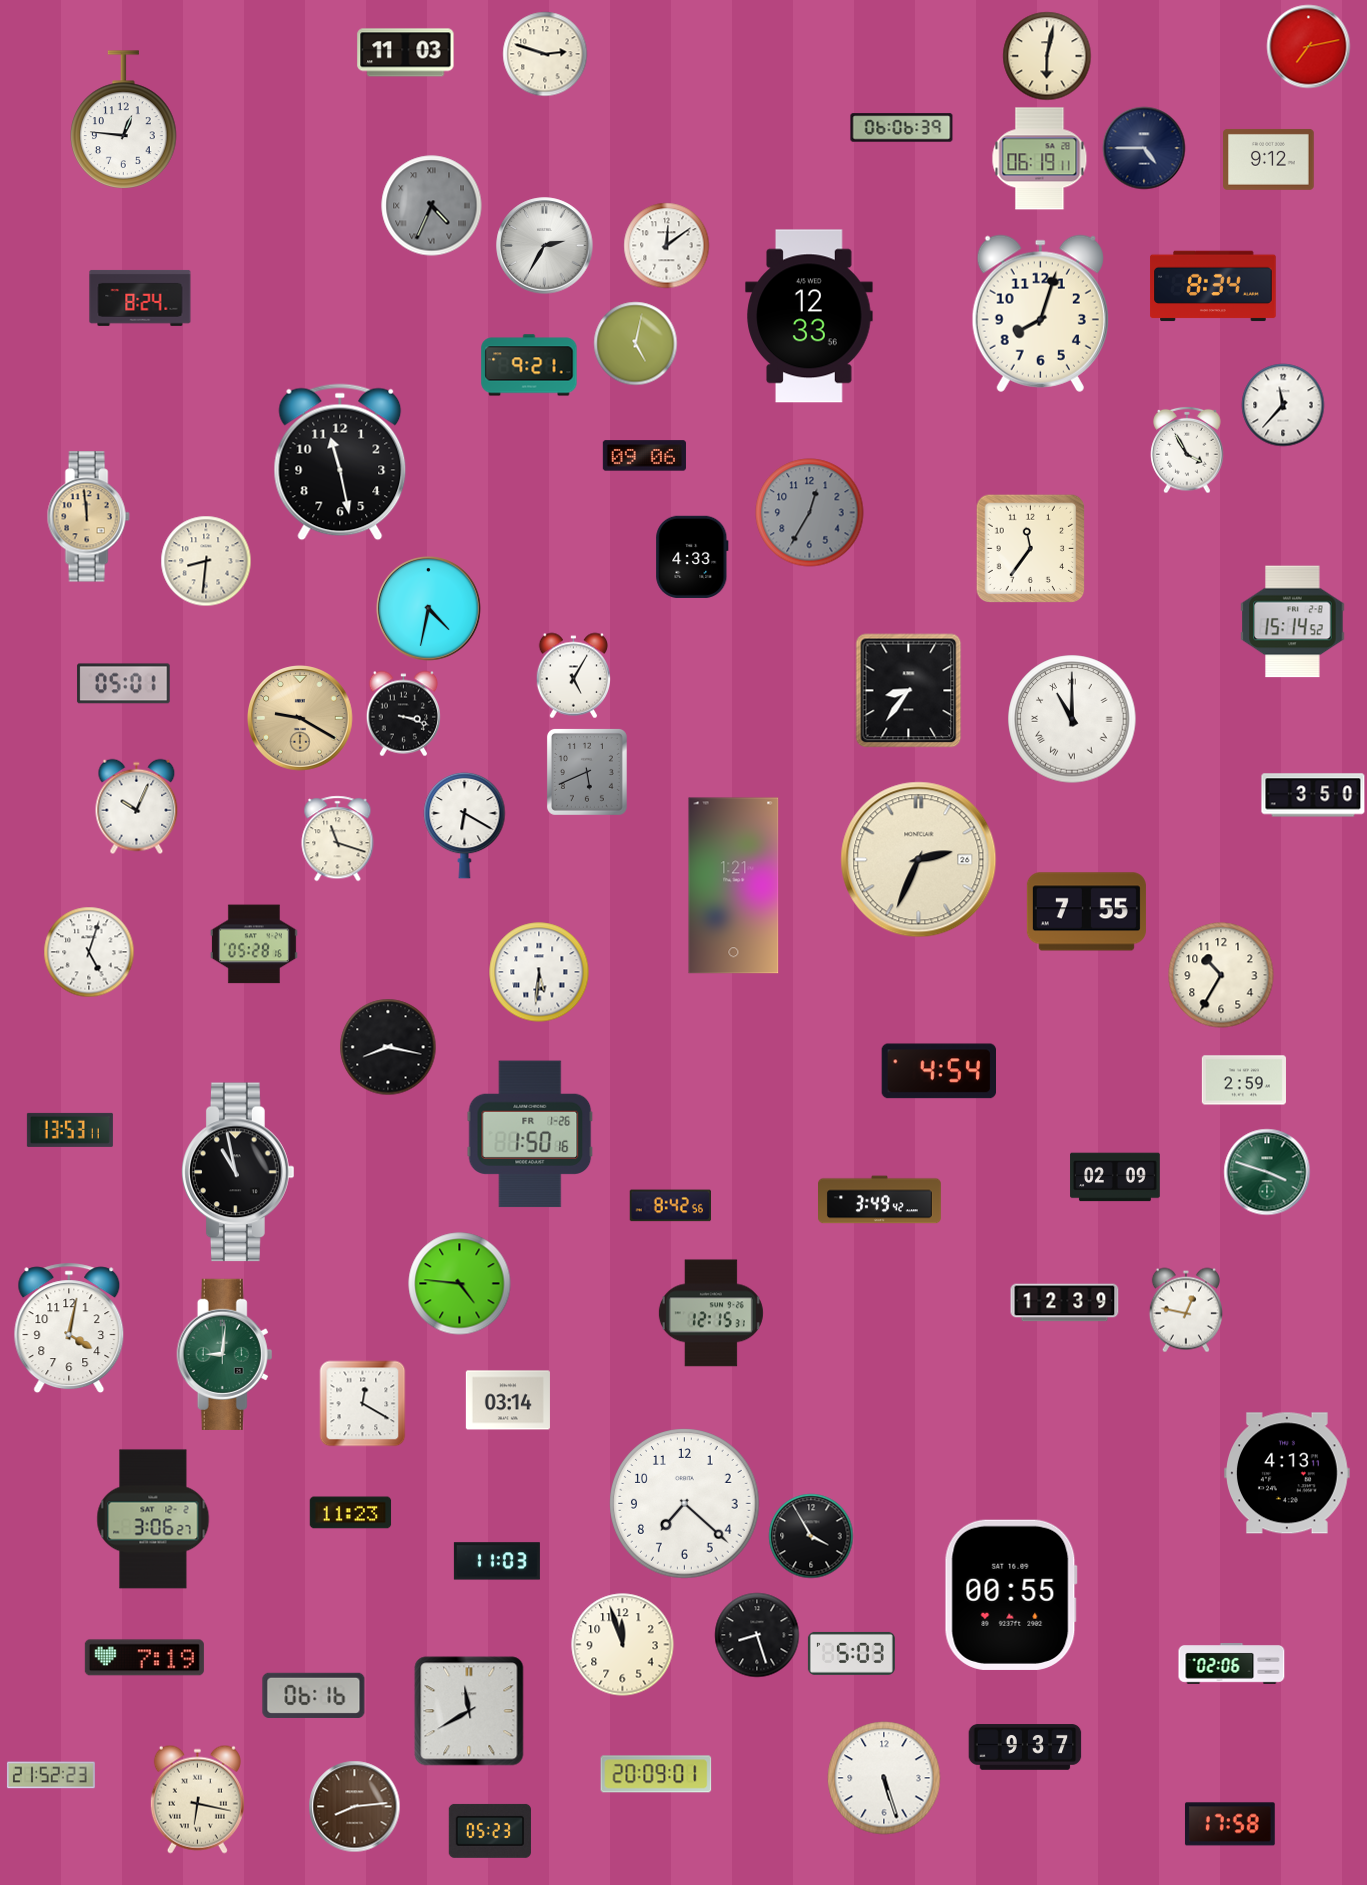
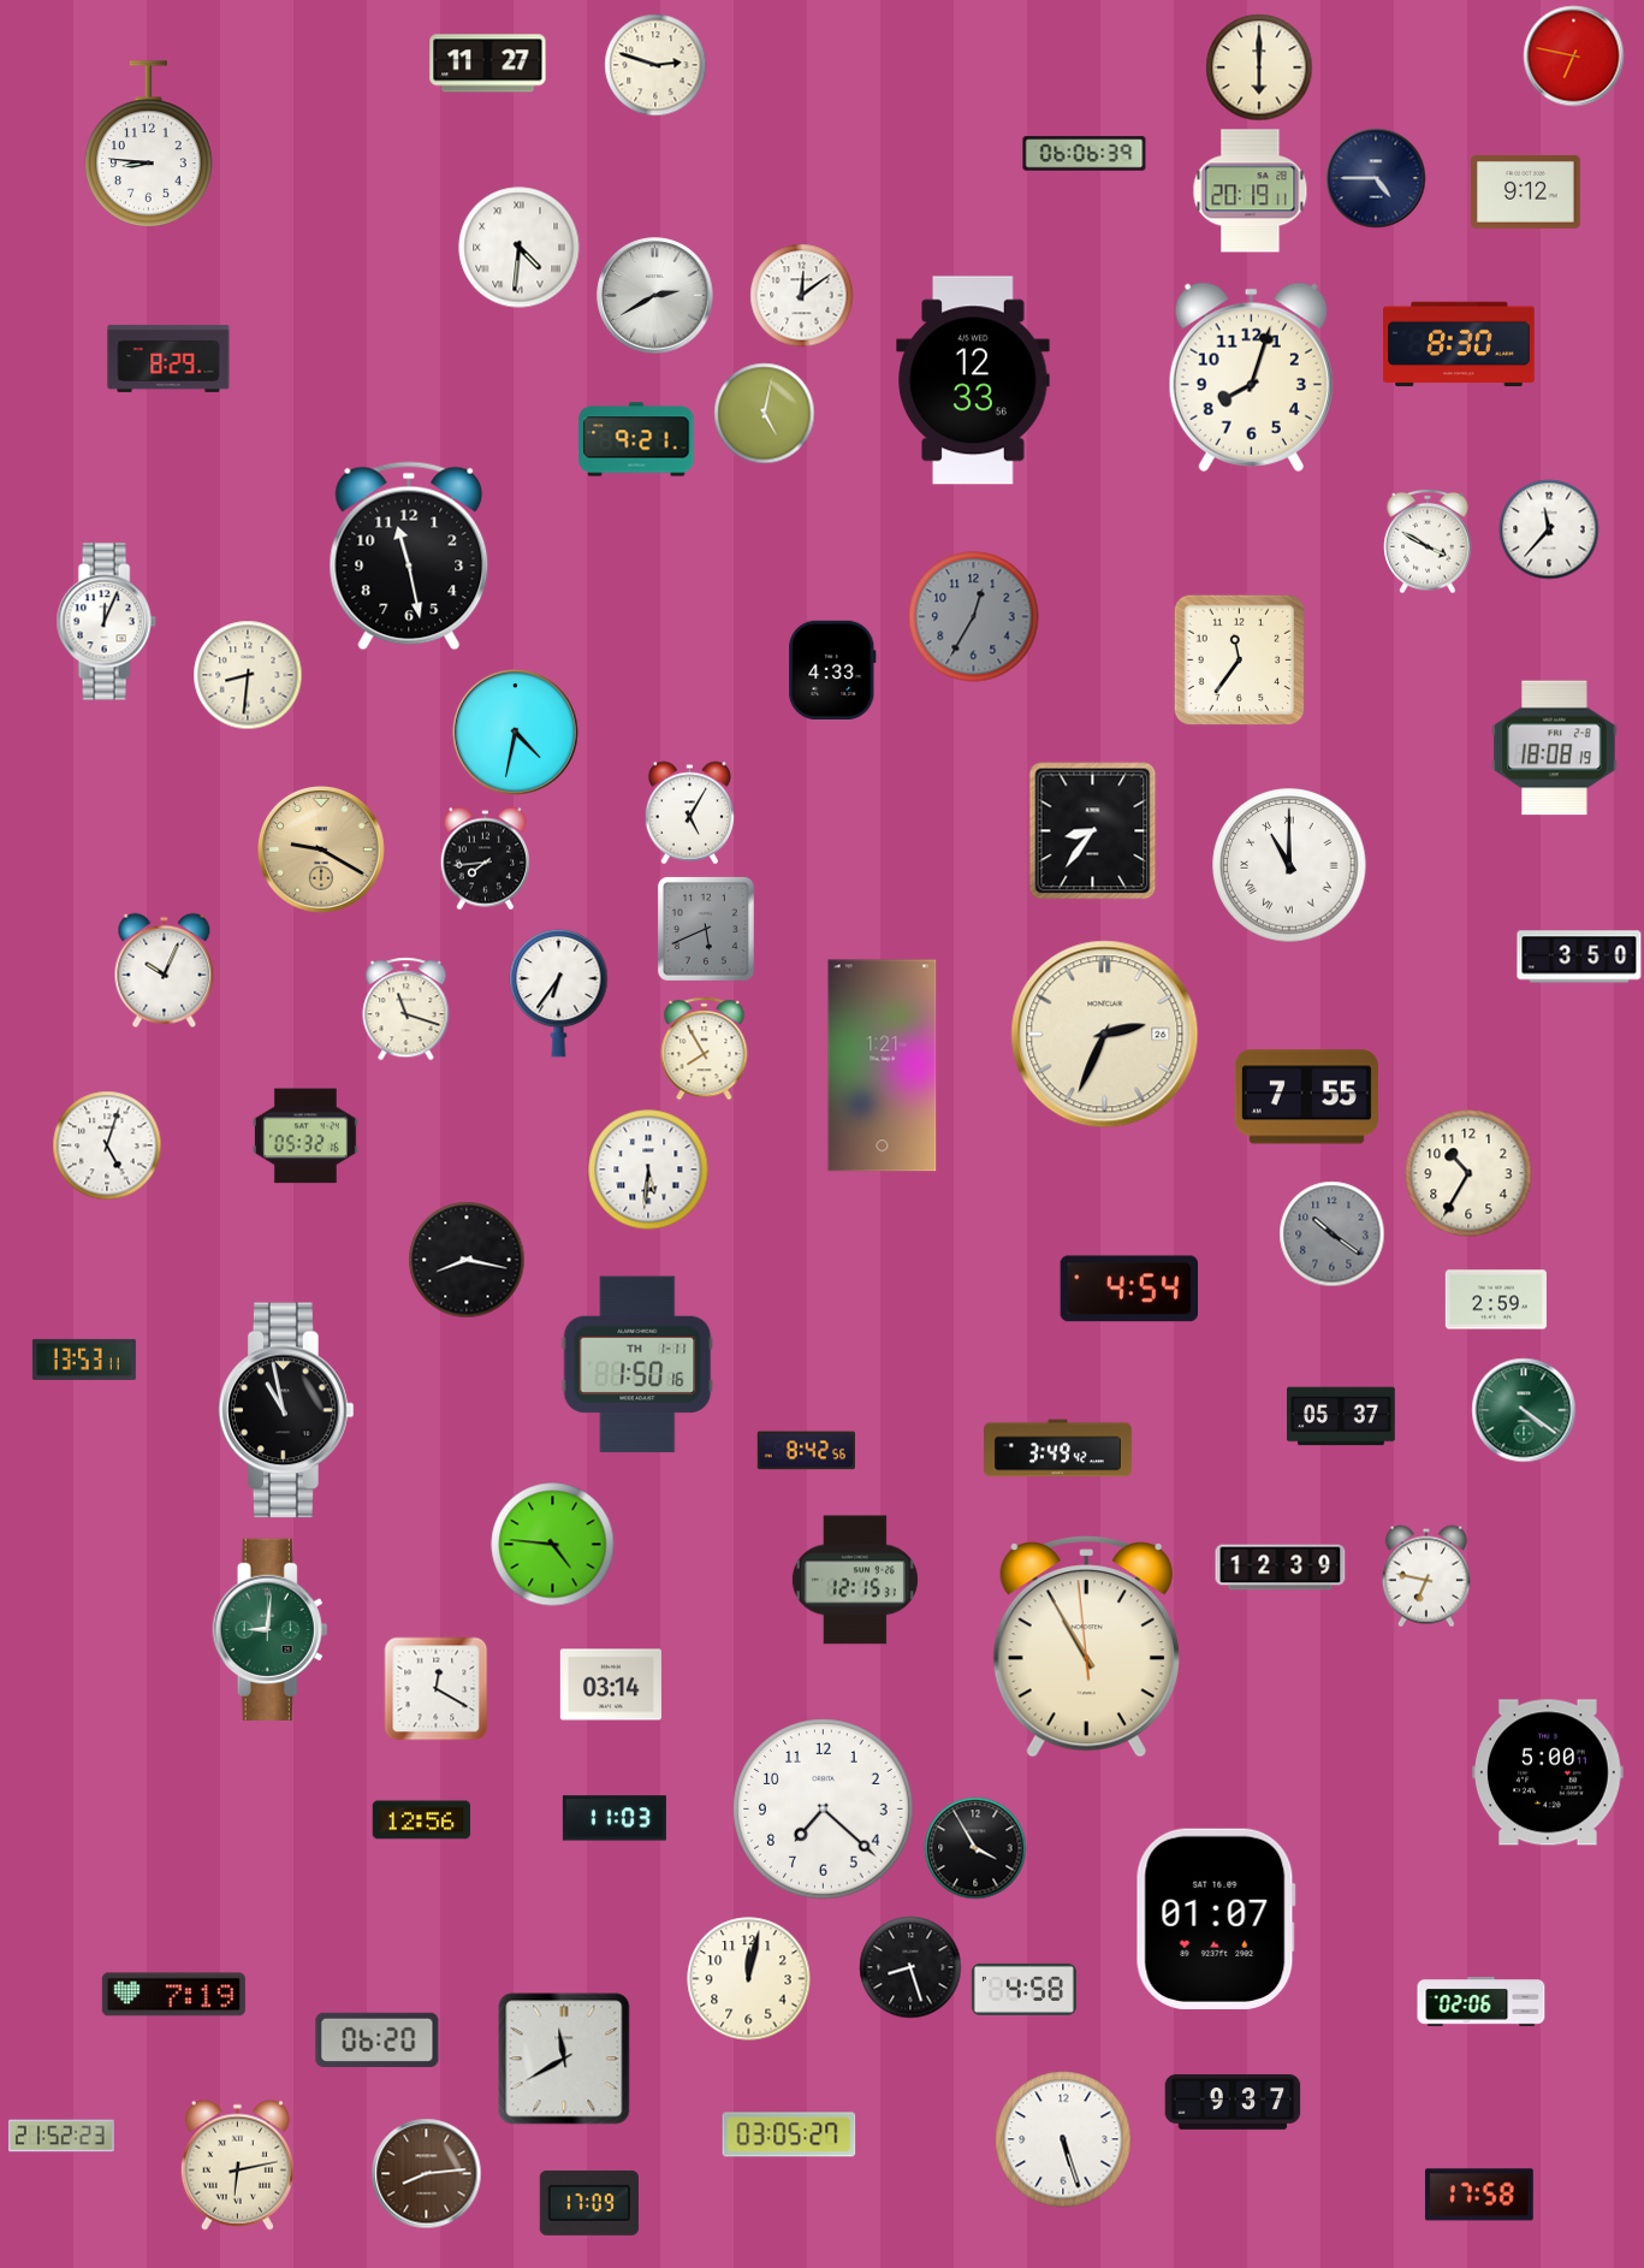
clock at (1309, 47): 7:13 -> 6:47
clock at (406, 53): 11:03 -> 11:27
clock at (1047, 56): 6:02 -> 6:00
clock at (124, 120): 12:46 -> 8:46
clock at (1040, 159): 06:19 -> 20:19
clock at (432, 206): 4:34 -> 4:31
clock at (432, 206) dial: grey -> white
clock at (545, 246): 2:35 -> 2:40
clock at (1213, 286): 8:34 -> 8:30
clock at (140, 298): 8:24 -> 8:29
clock at (1283, 405) position: (1283, 405) -> (1549, 529)
clock at (1187, 450): 3:55 -> 3:50
clock at (644, 456): 09:06 -> none
clock at (88, 517): 11:59 -> 12:04
clock at (88, 517) dial: champagne -> white
clock at (1293, 622): 15:14 -> 18:08
clock at (124, 684): 05:01 -> none
clock at (404, 714): 3:18 -> 7:44
clock at (301, 719) position: (301, 719) -> (322, 851)
clock at (465, 825): 6:20 -> 6:36
clock at (705, 1049): none -> 7:55
clock at (254, 944): 05:28 -> 05:32
clock at (1333, 1234): none -> 10:21
clock at (530, 1134) date: FR 1-26 -> TH 1-11
clock at (1267, 1172): 3:48 -> 4:21
clock at (1115, 1177): 02:09 -> 05:37
clock at (880, 1200) position: (880, 1200) -> (1058, 1449)
clock at (1186, 1310): 12:47 -> 6:47
clock at (69, 1328): 4:02 -> none
clock at (1086, 1647): none -> 10:54
clock at (1287, 1473): 4:13 -> 5:00
clock at (351, 1513): 11:23 -> 12:56
clock at (153, 1519): 3:06 -> none
clock at (497, 1561) position: (497, 1561) -> (615, 1818)
clock at (1011, 1595): 00:55 -> 01:07
clock at (623, 1645): 11:57 -> 12:02
clock at (851, 1653): 5:03 -> 4:58
clock at (314, 1695): 06:16 -> 06:20
clock at (656, 1774): 20:09 -> 03:05
clock at (197, 1799): 6:17 -> 6:13
clock at (490, 1831): 05:23 -> 17:09
